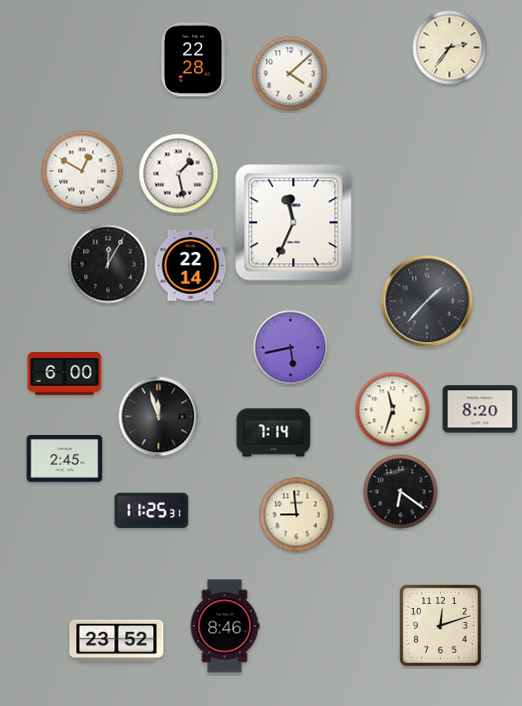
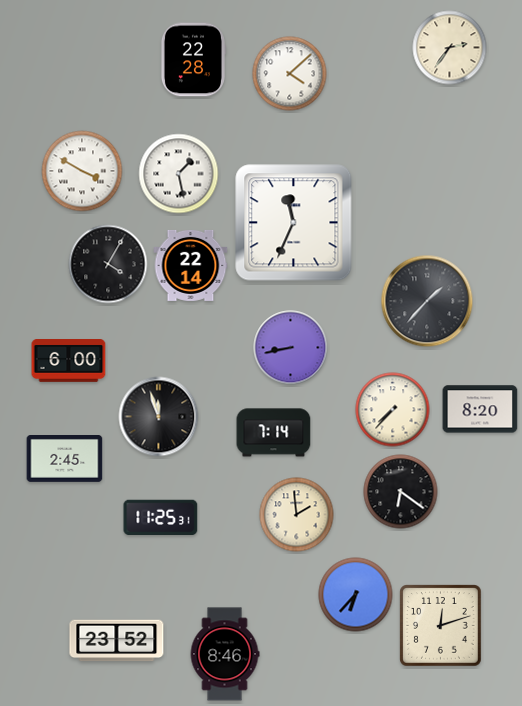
clock at (82, 171): 12:50 -> 3:50
clock at (108, 264): 12:05 -> 4:05
clock at (291, 348): 5:43 -> 8:43
clock at (65, 374) position: (65, 374) -> (69, 361)
clock at (393, 410): 11:33 -> 7:37
clock at (152, 510) position: (152, 510) -> (161, 517)
clock at (297, 515): 8:59 -> 1:59
clock at (356, 595): none -> 6:37
clock at (225, 626) position: (225, 626) -> (225, 654)
